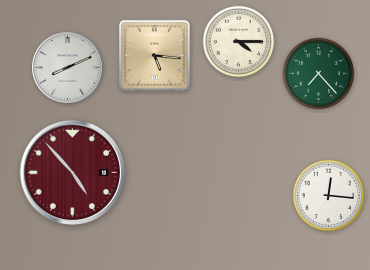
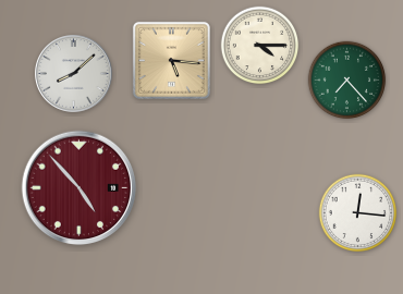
clock at (154, 55) position: (154, 55) -> (171, 60)
clock at (68, 68): 8:11 -> 8:08
